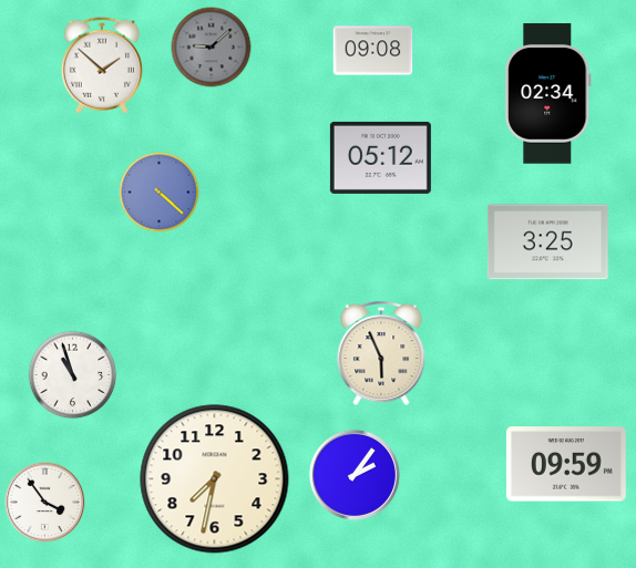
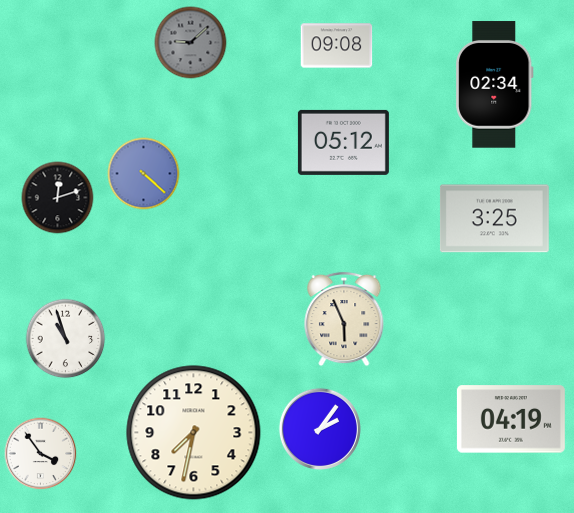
clock at (102, 65): 1:52 -> none
clock at (58, 198): none -> 12:12
clock at (566, 464): 09:59 -> 04:19
